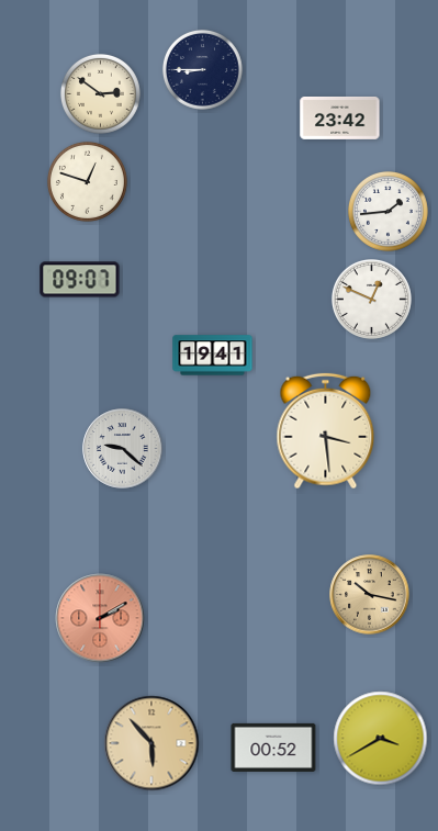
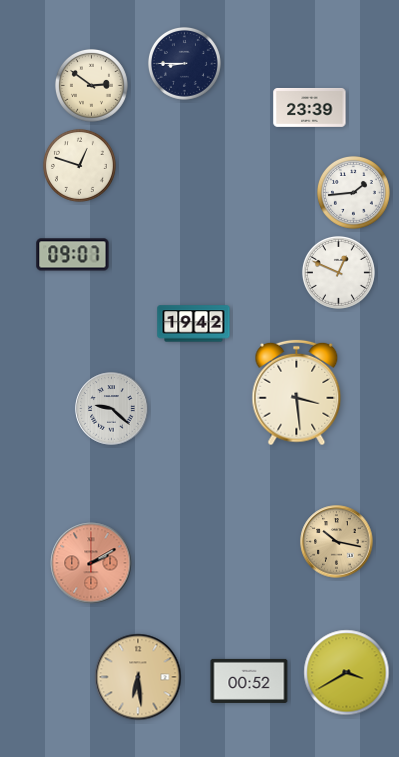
clock at (340, 117): 23:42 -> 23:39
clock at (213, 356): 19:41 -> 19:42
clock at (151, 743): 5:53 -> 6:29
